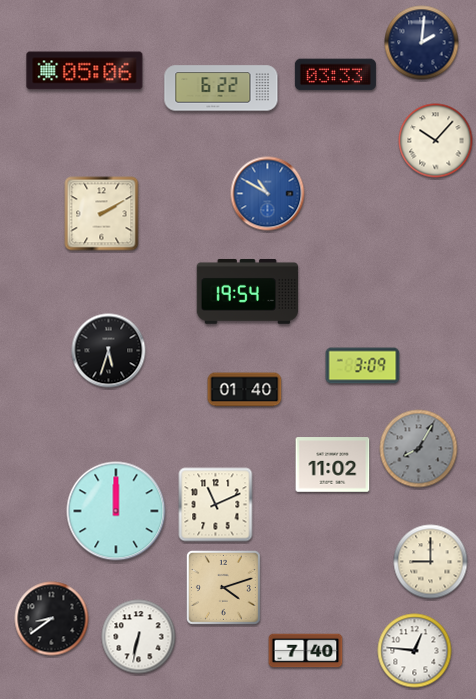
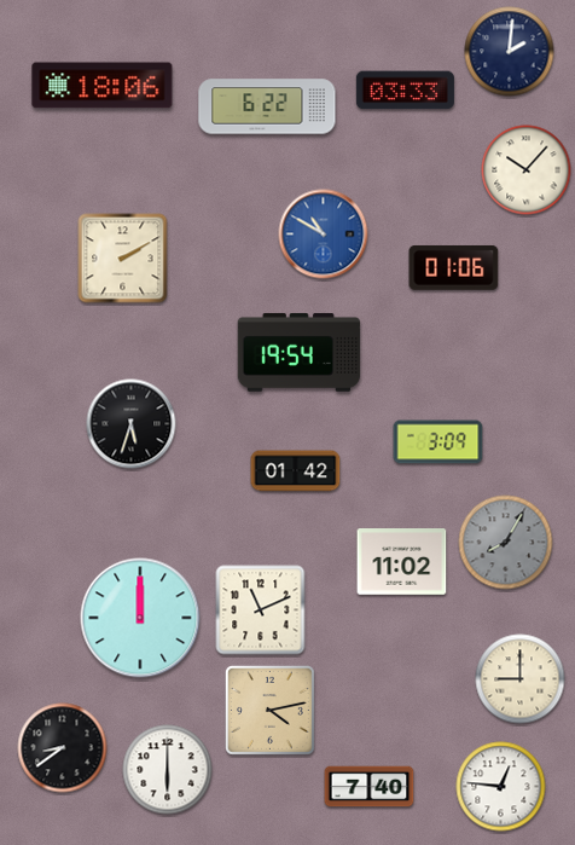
clock at (85, 71): 05:06 -> 18:06
clock at (454, 267): none -> 01:06
clock at (245, 390): 01:40 -> 01:42
clock at (223, 587): 4:12 -> 4:13
clock at (139, 637): 6:32 -> 6:00
